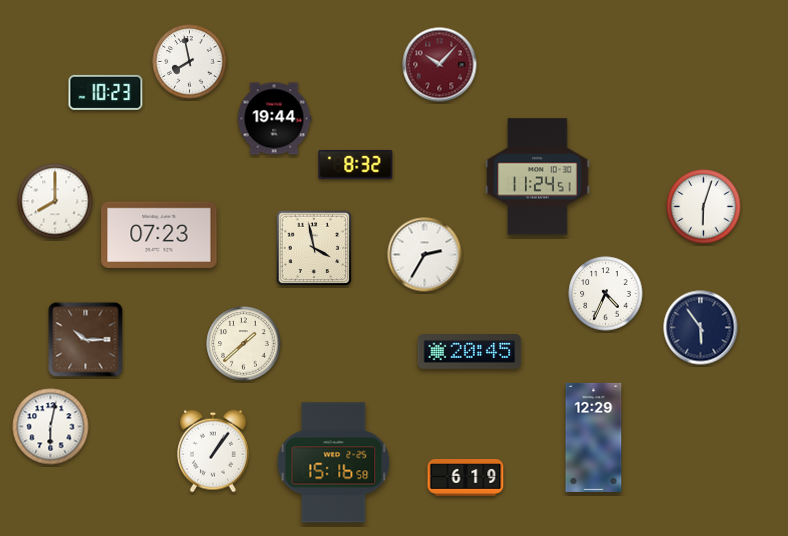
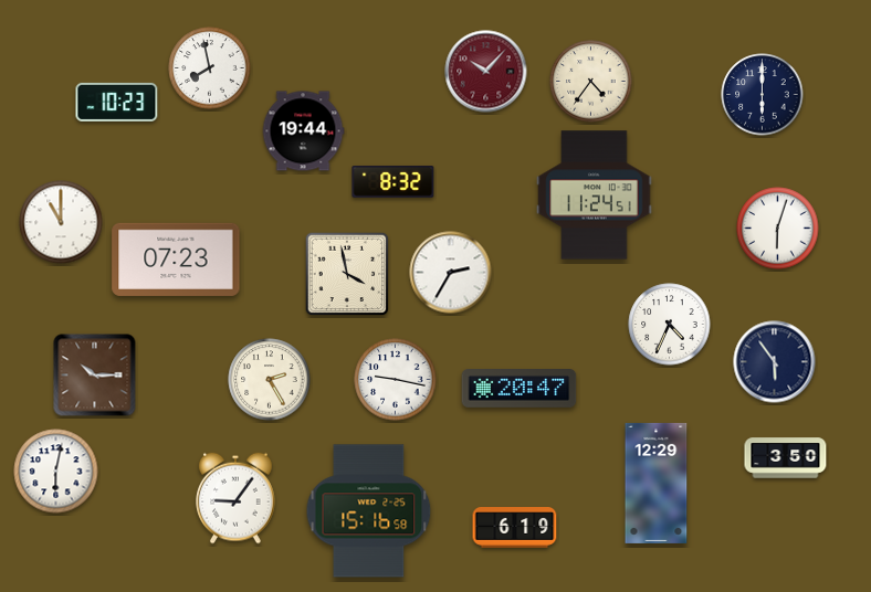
clock at (591, 82): none -> 4:36
clock at (763, 95): none -> 6:00
clock at (55, 201): 8:00 -> 11:00
clock at (425, 255) position: (425, 255) -> (451, 273)
clock at (244, 344): 1:38 -> 2:25
clock at (396, 380): none -> 9:17
clock at (470, 352): 20:45 -> 20:47
clock at (786, 458): none -> 3:50
clock at (214, 451): 1:06 -> 9:06
